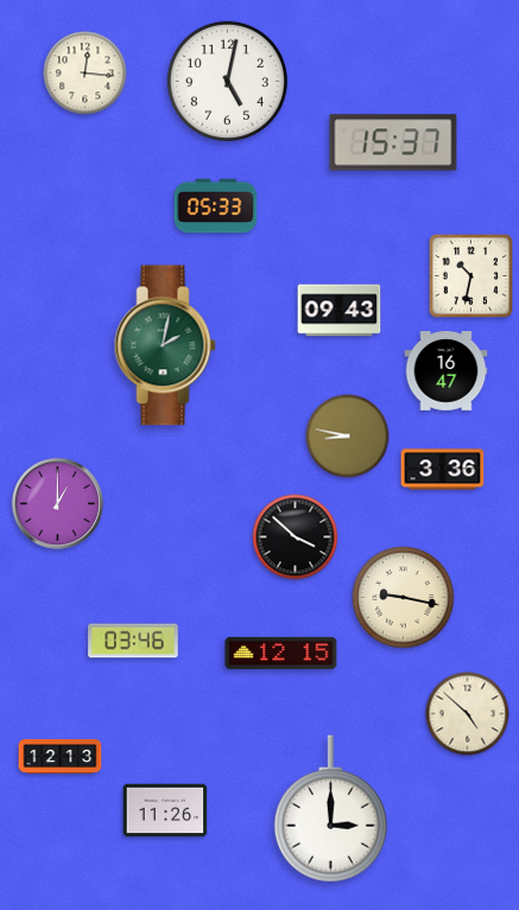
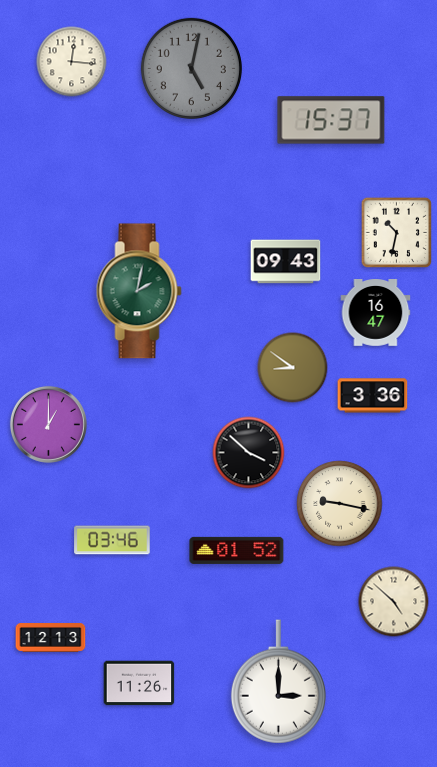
clock at (227, 81) dial: white -> grey
clock at (216, 206): 05:33 -> none
clock at (348, 437): 8:47 -> 8:51
clock at (281, 653): 12:15 -> 01:52
